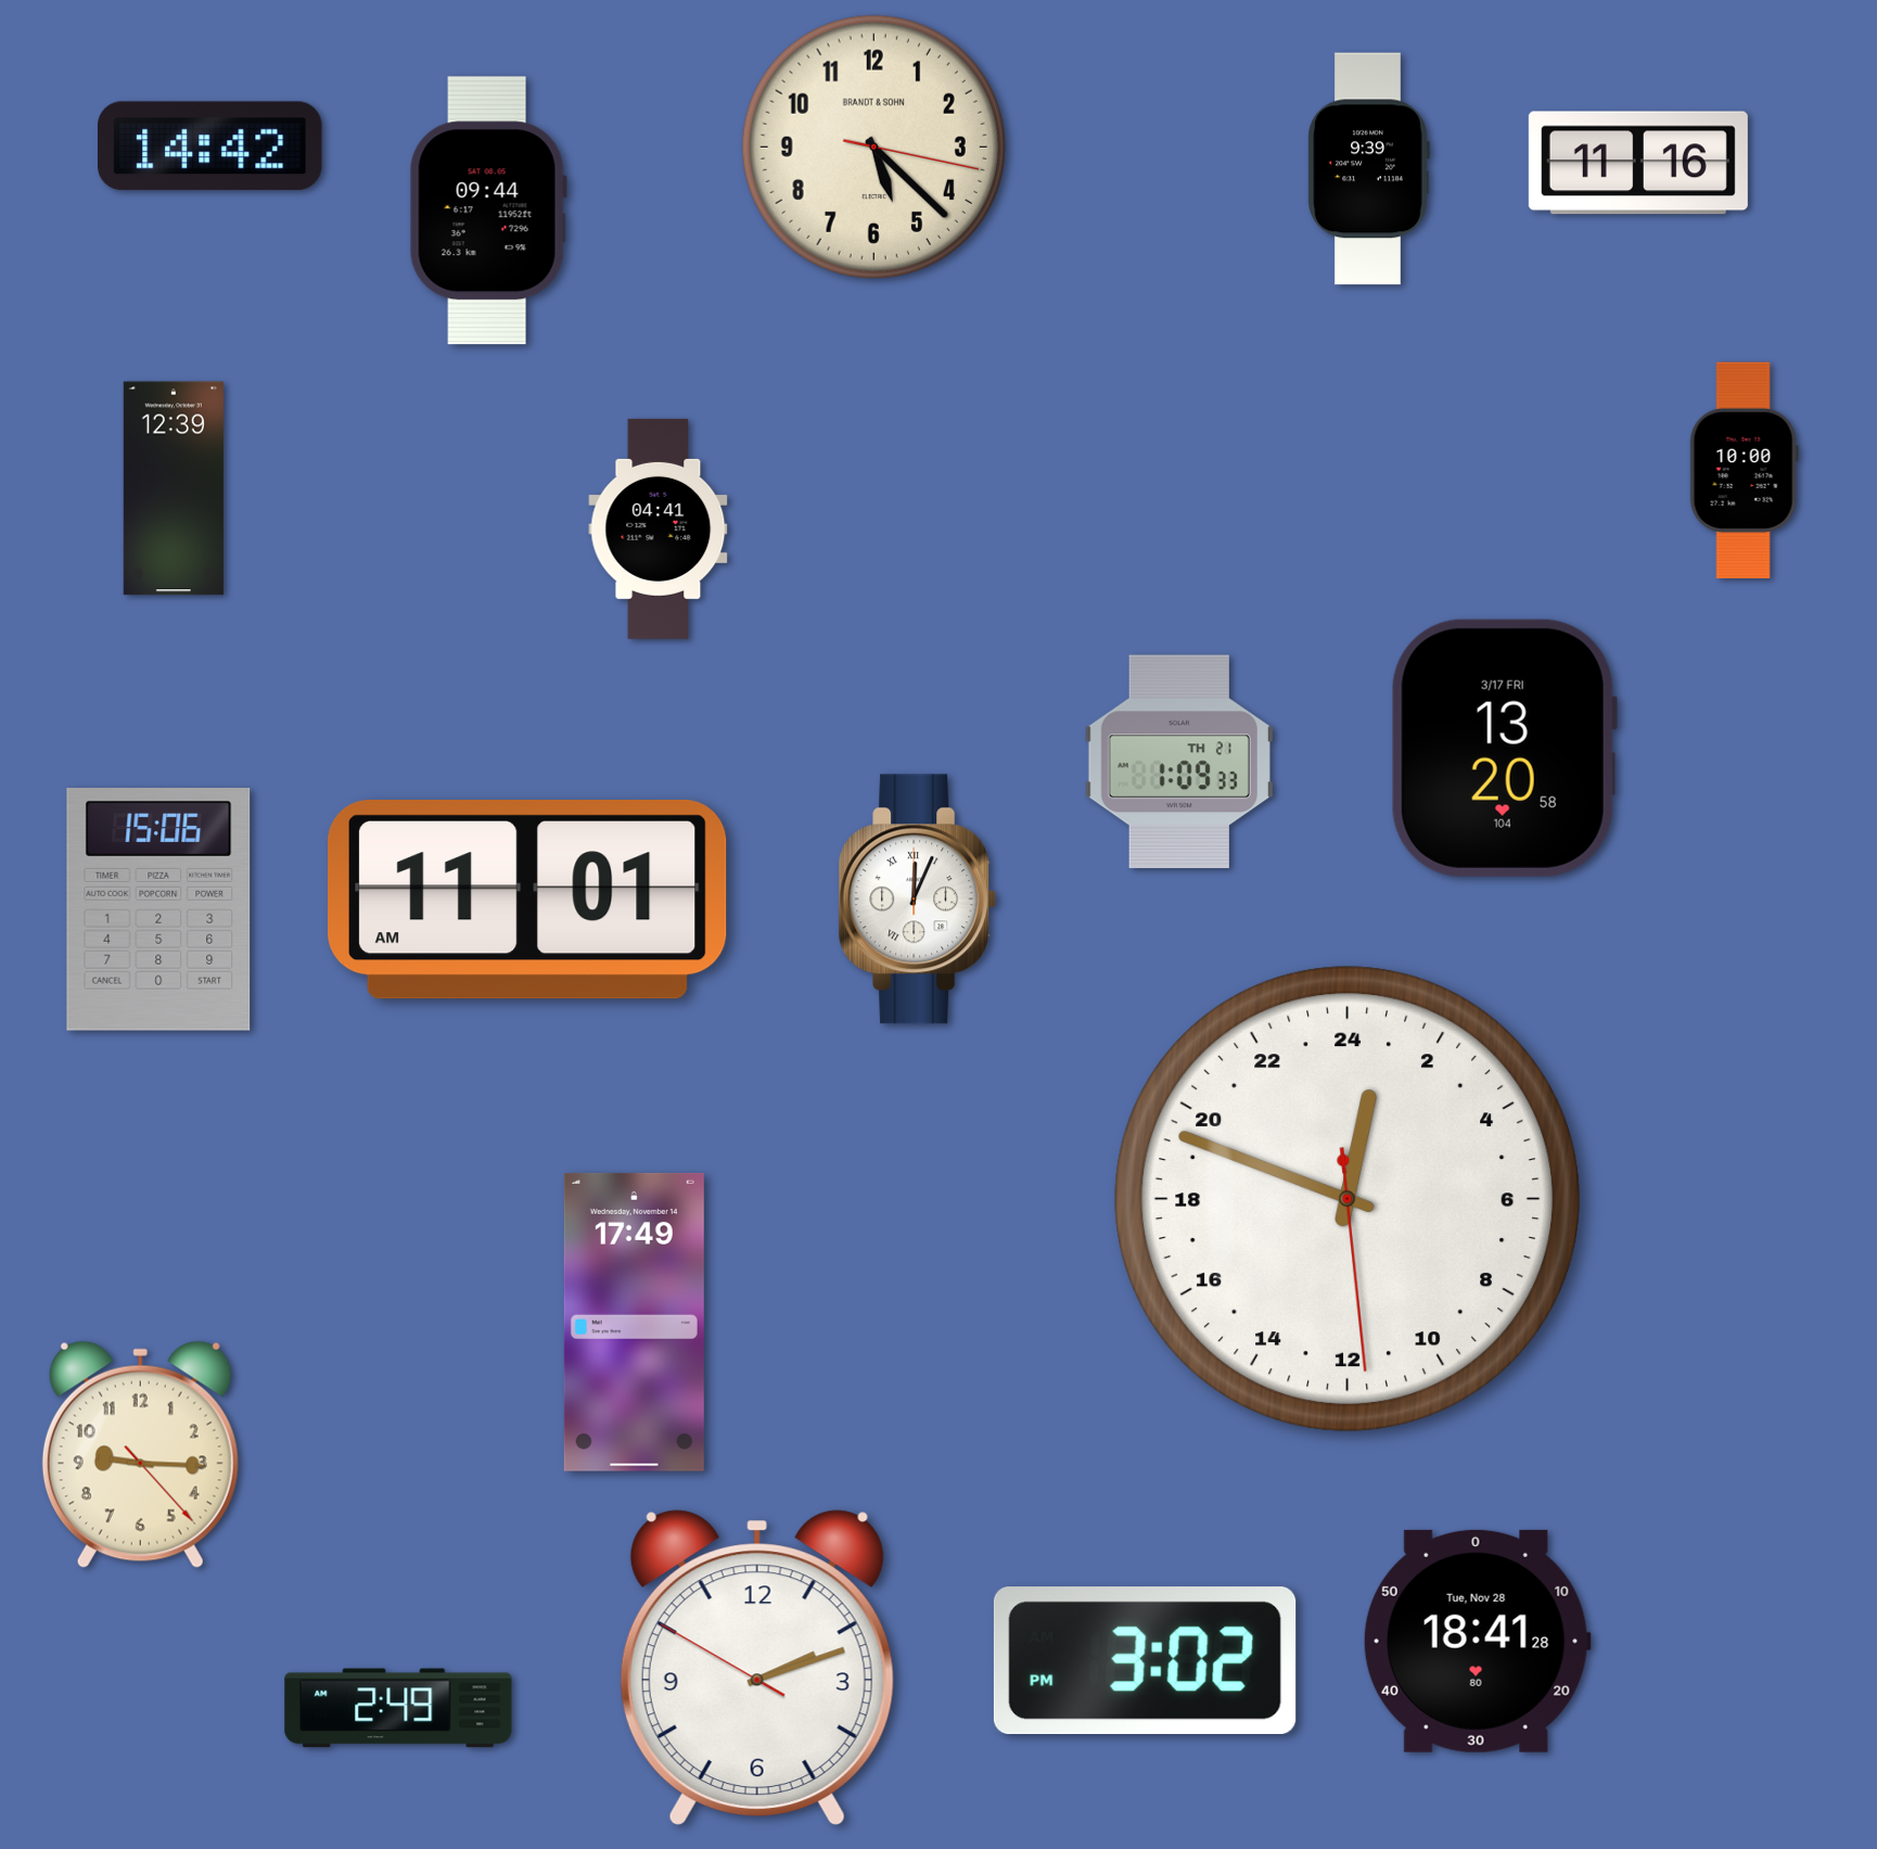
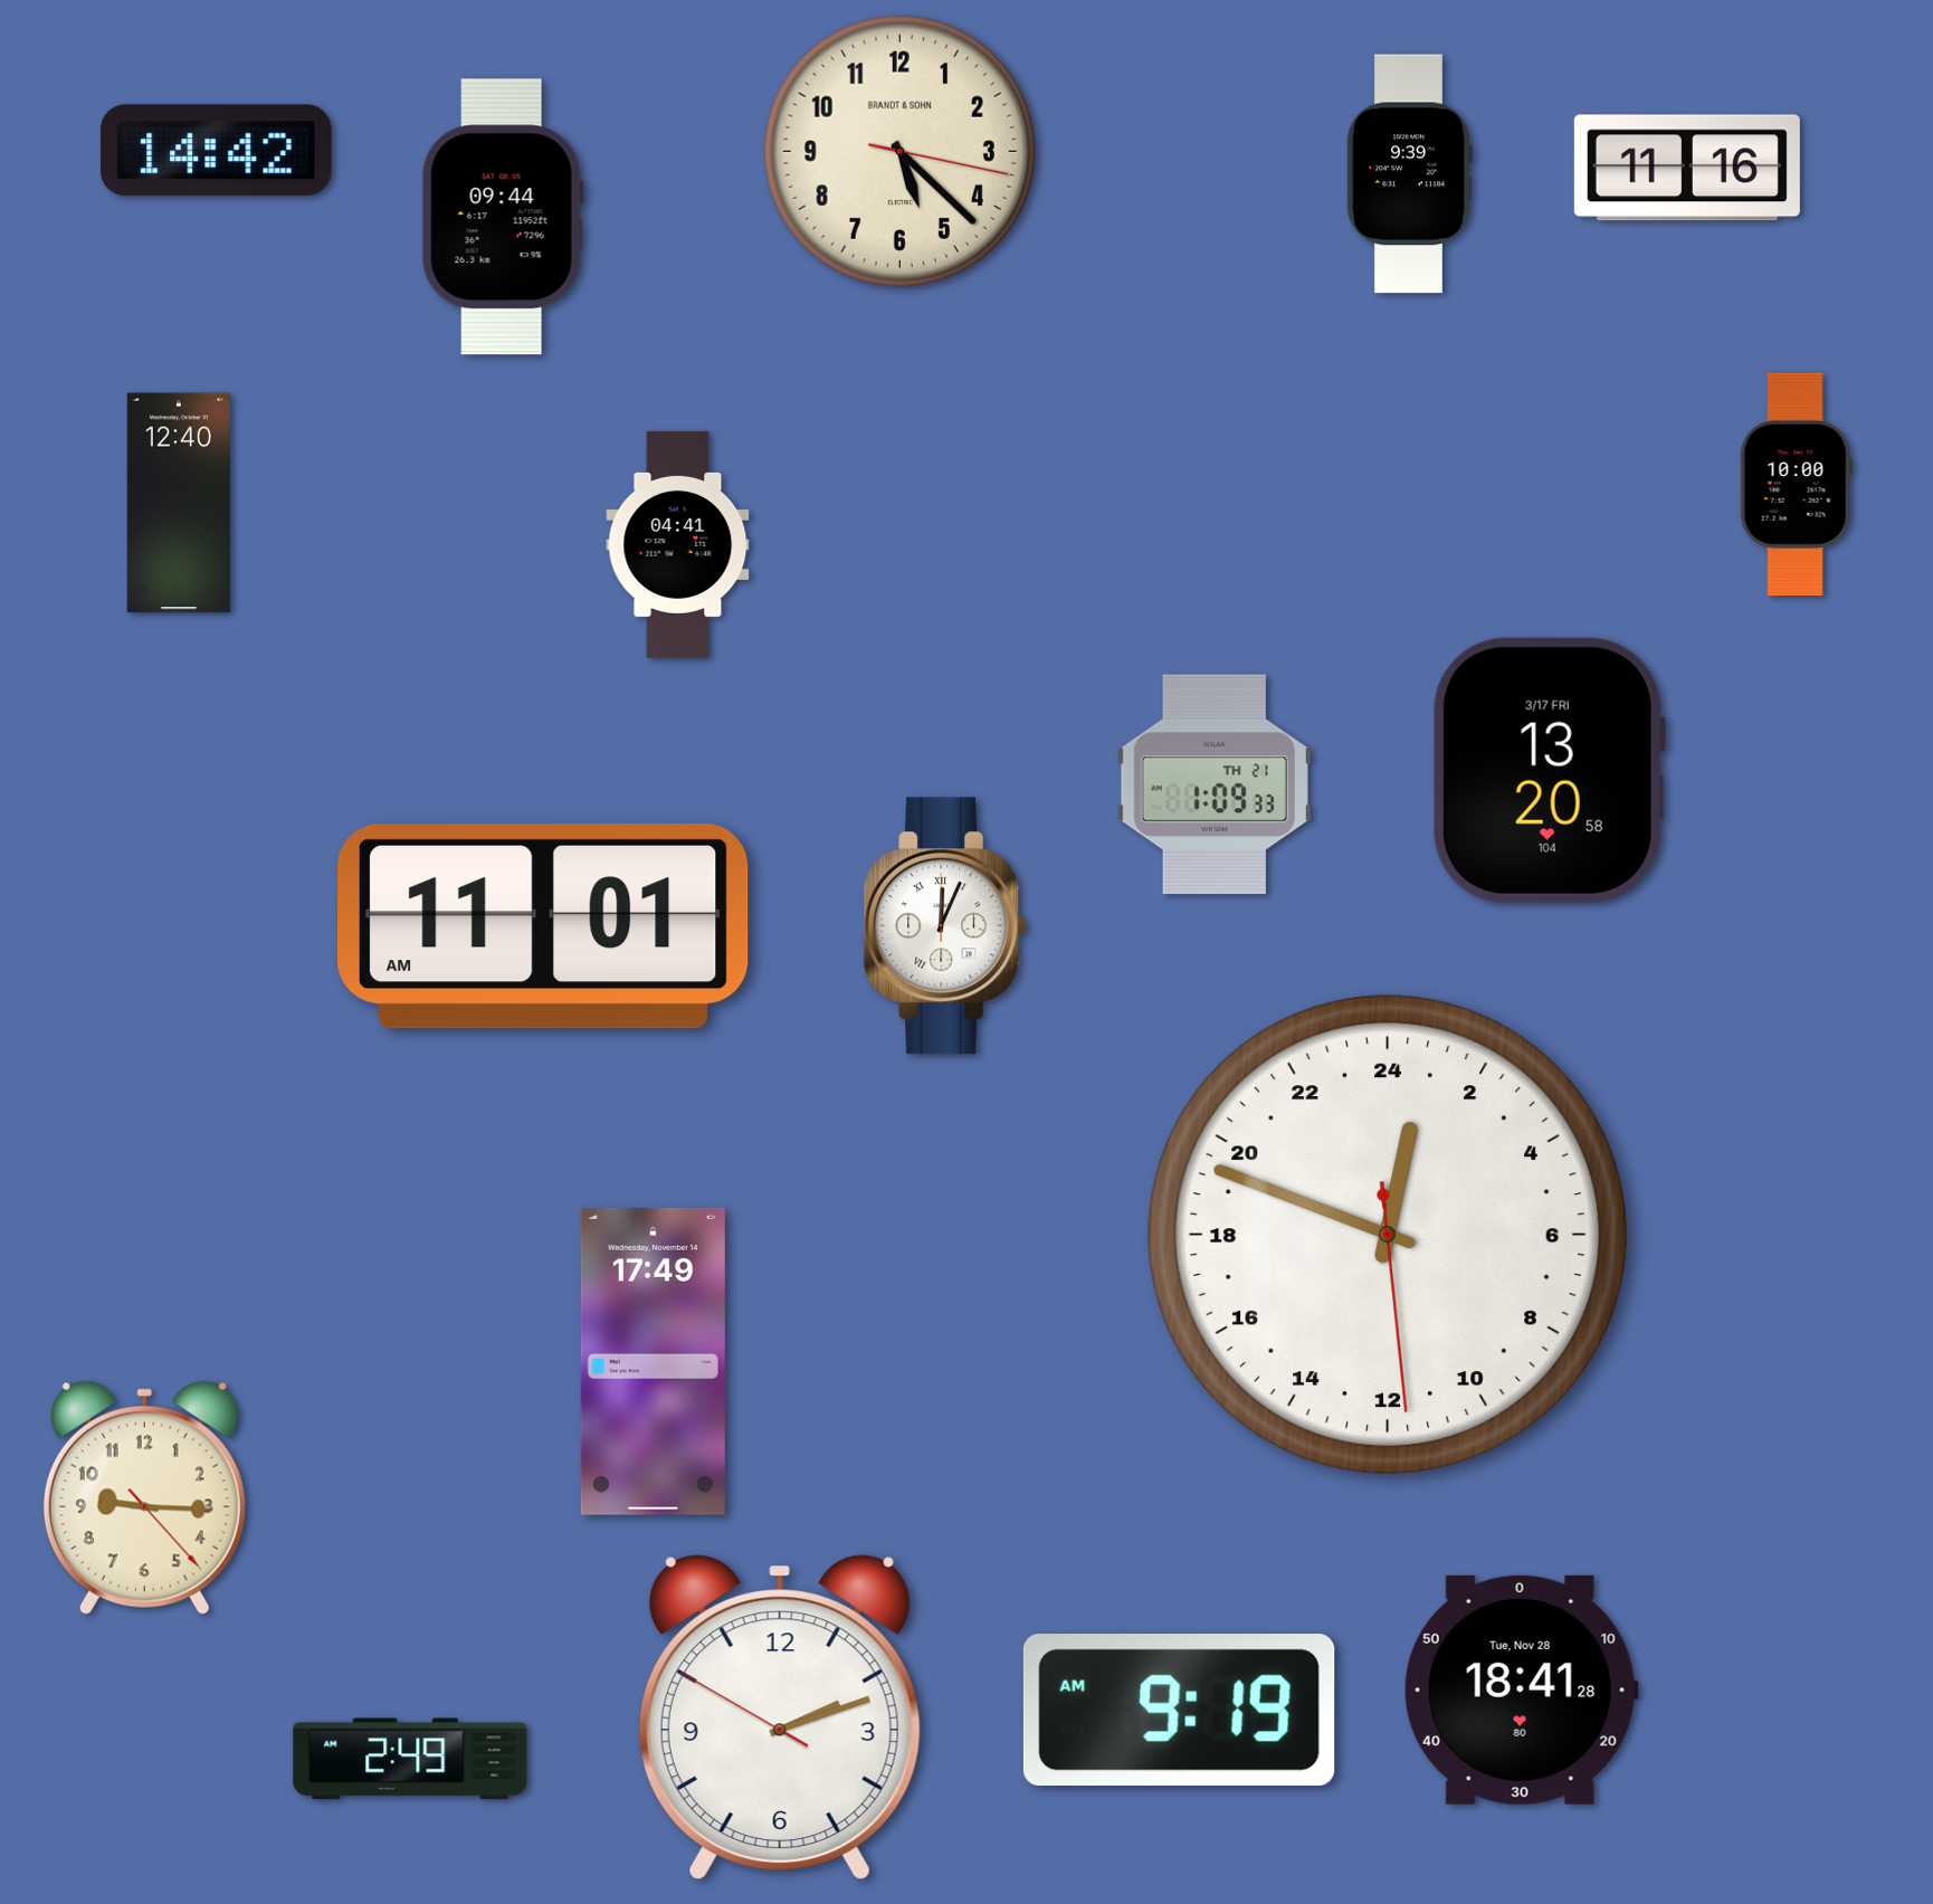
clock at (174, 488): 12:39 -> 12:40
clock at (158, 910): 15:06 -> none
clock at (1145, 1661): 3:02 -> 9:19
